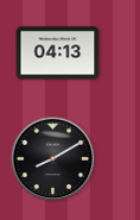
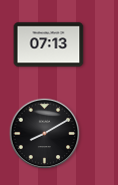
clock at (58, 54): 04:13 -> 07:13
